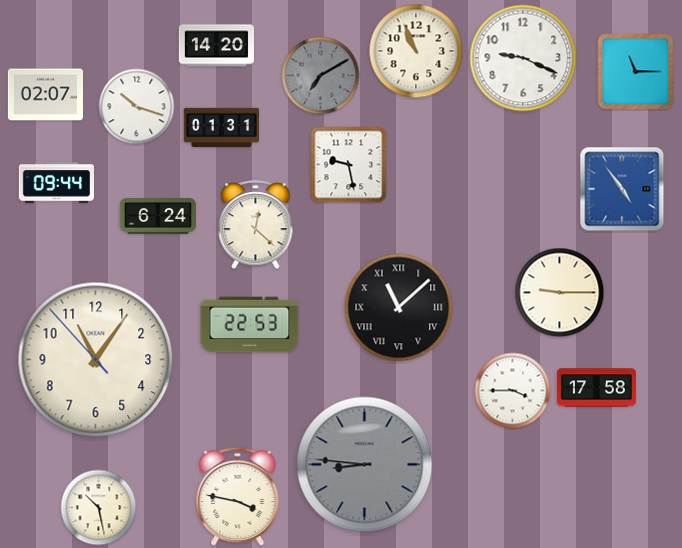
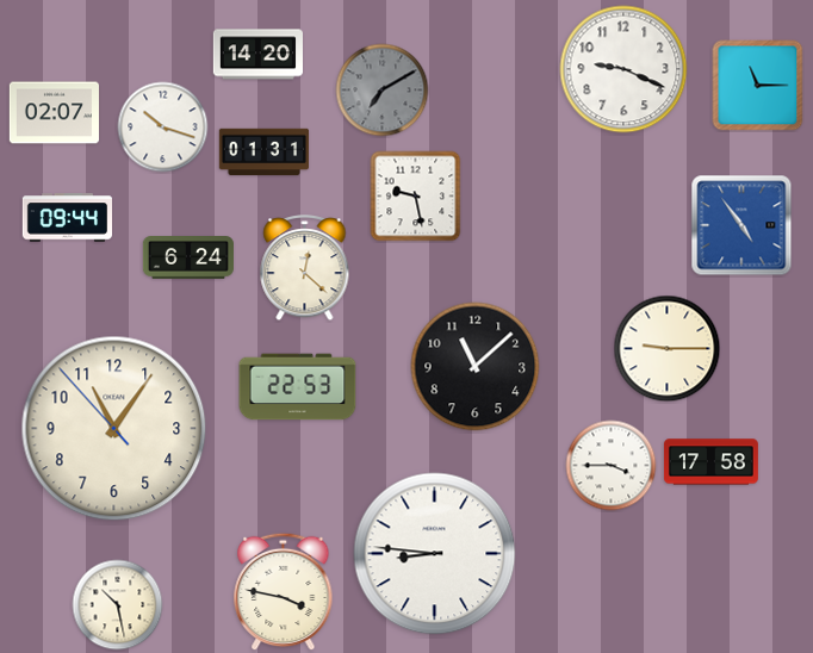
clock at (416, 51): 10:56 -> none
clock at (399, 308) numerals: Roman -> Arabic
clock at (365, 465) dial: grey -> white
